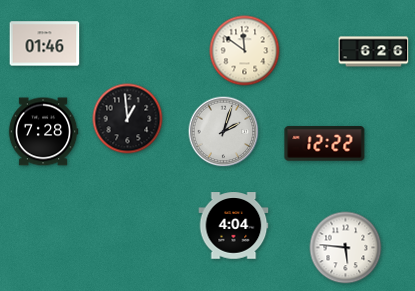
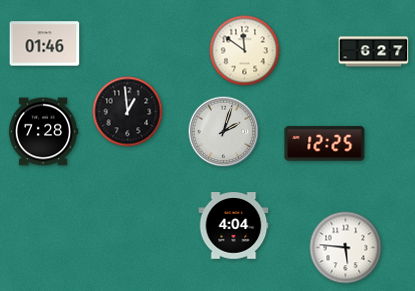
clock at (374, 52): 6:26 -> 6:27
clock at (128, 119) position: (128, 119) -> (128, 112)
clock at (325, 144): 12:22 -> 12:25
